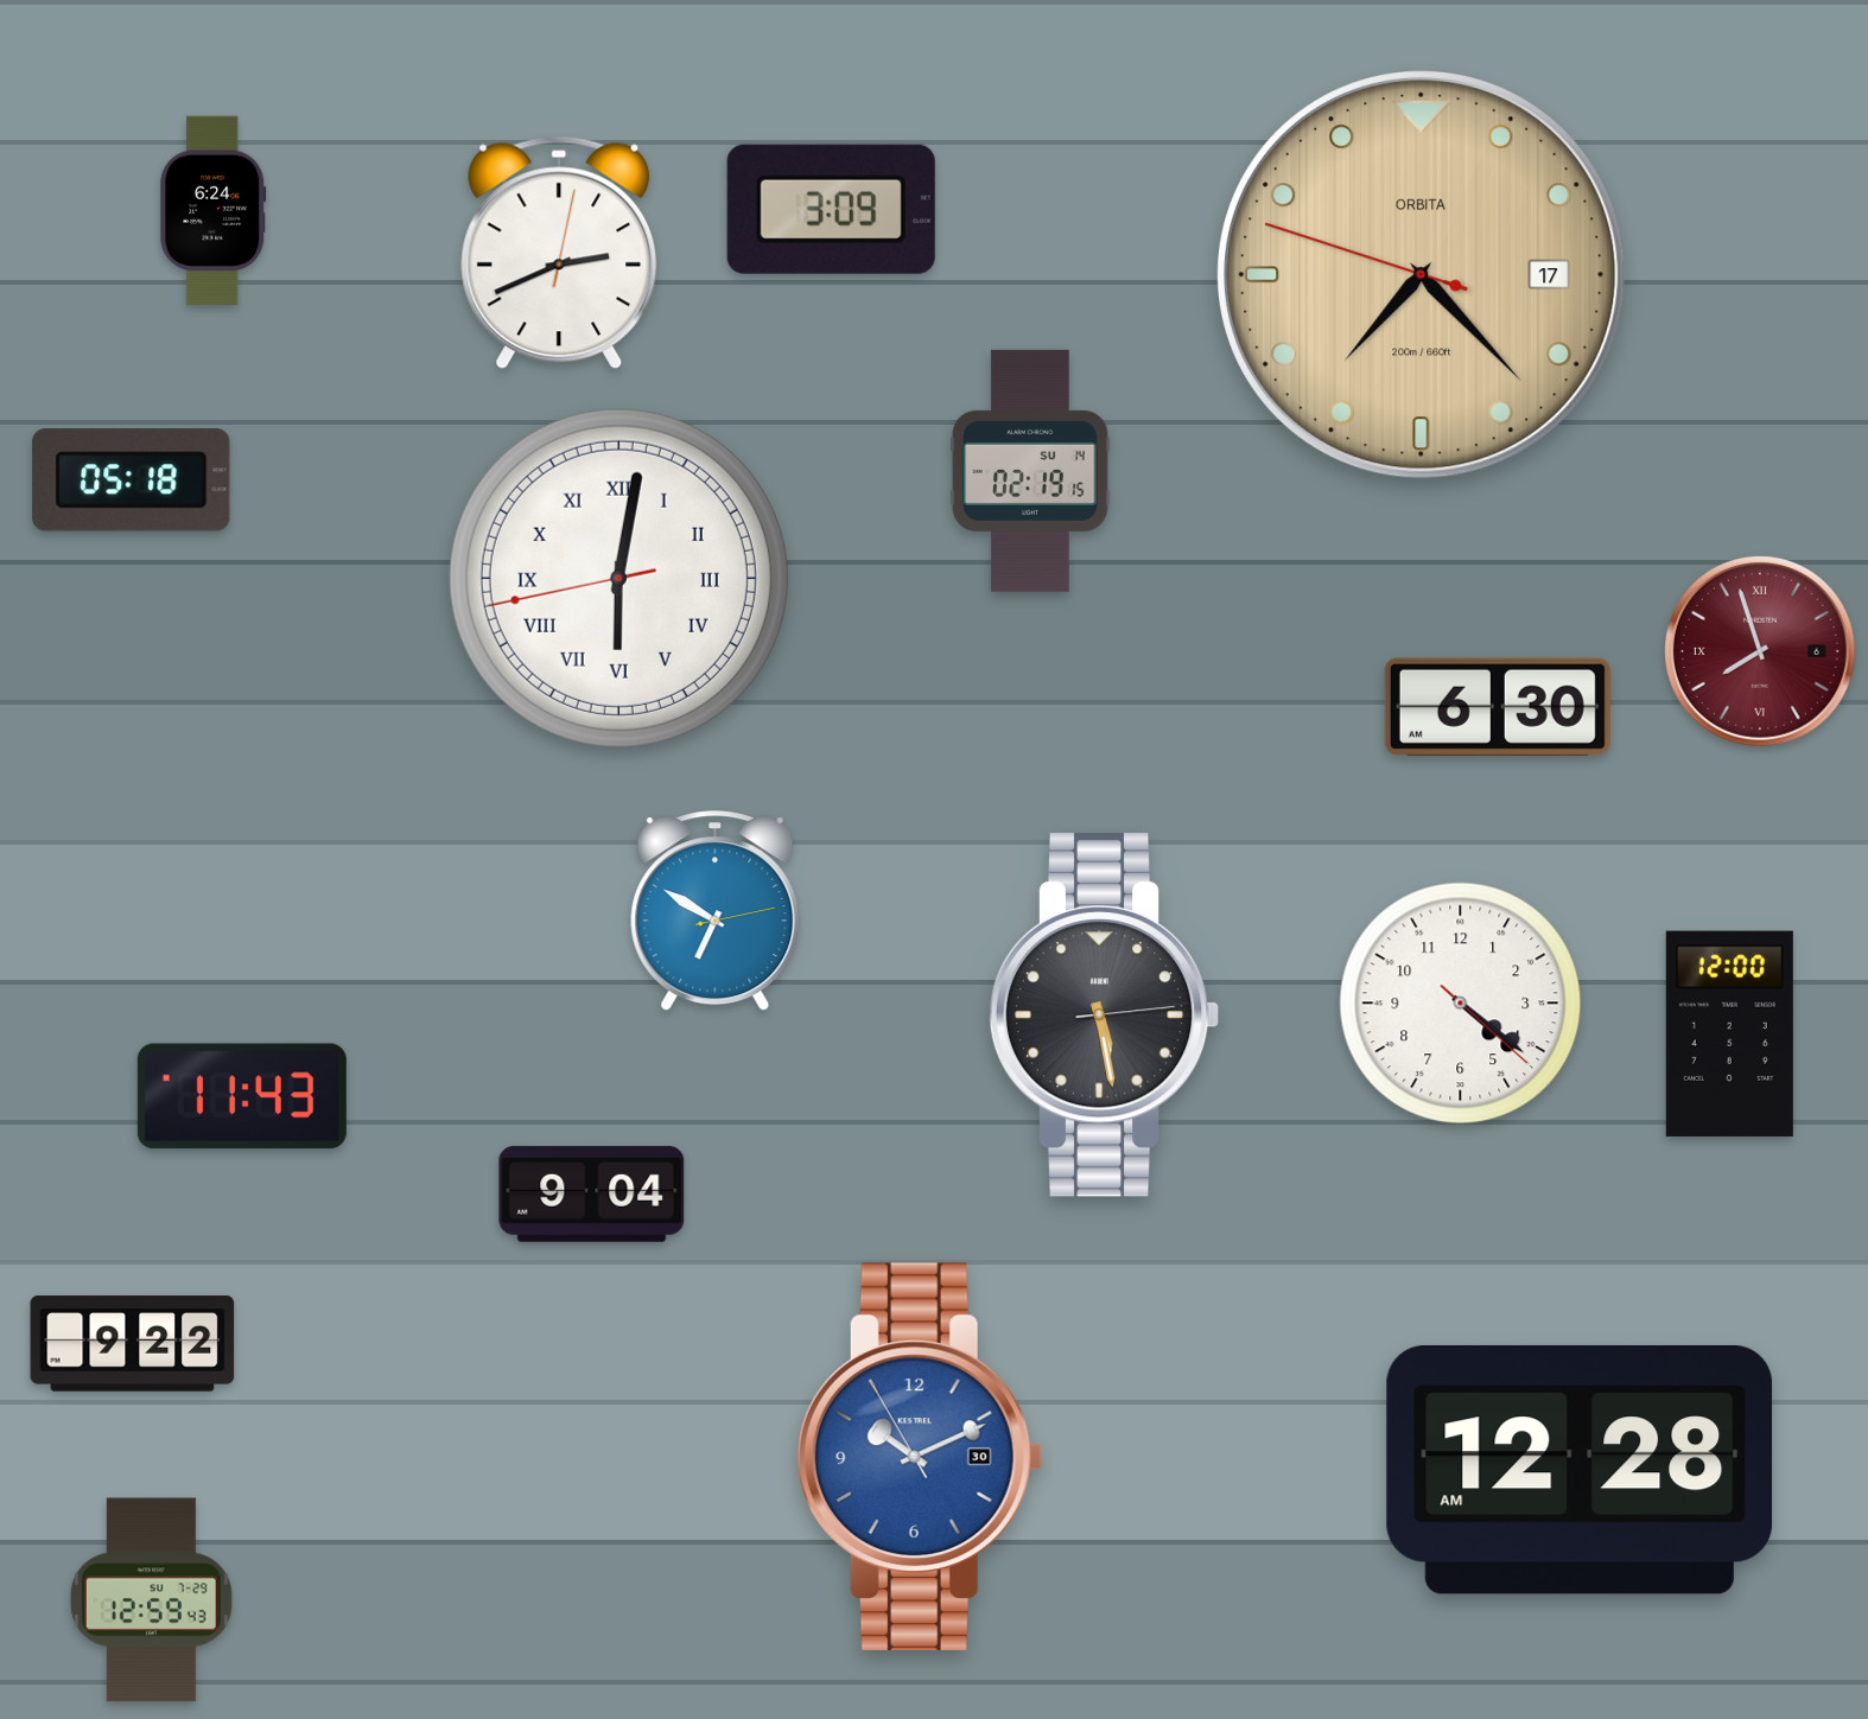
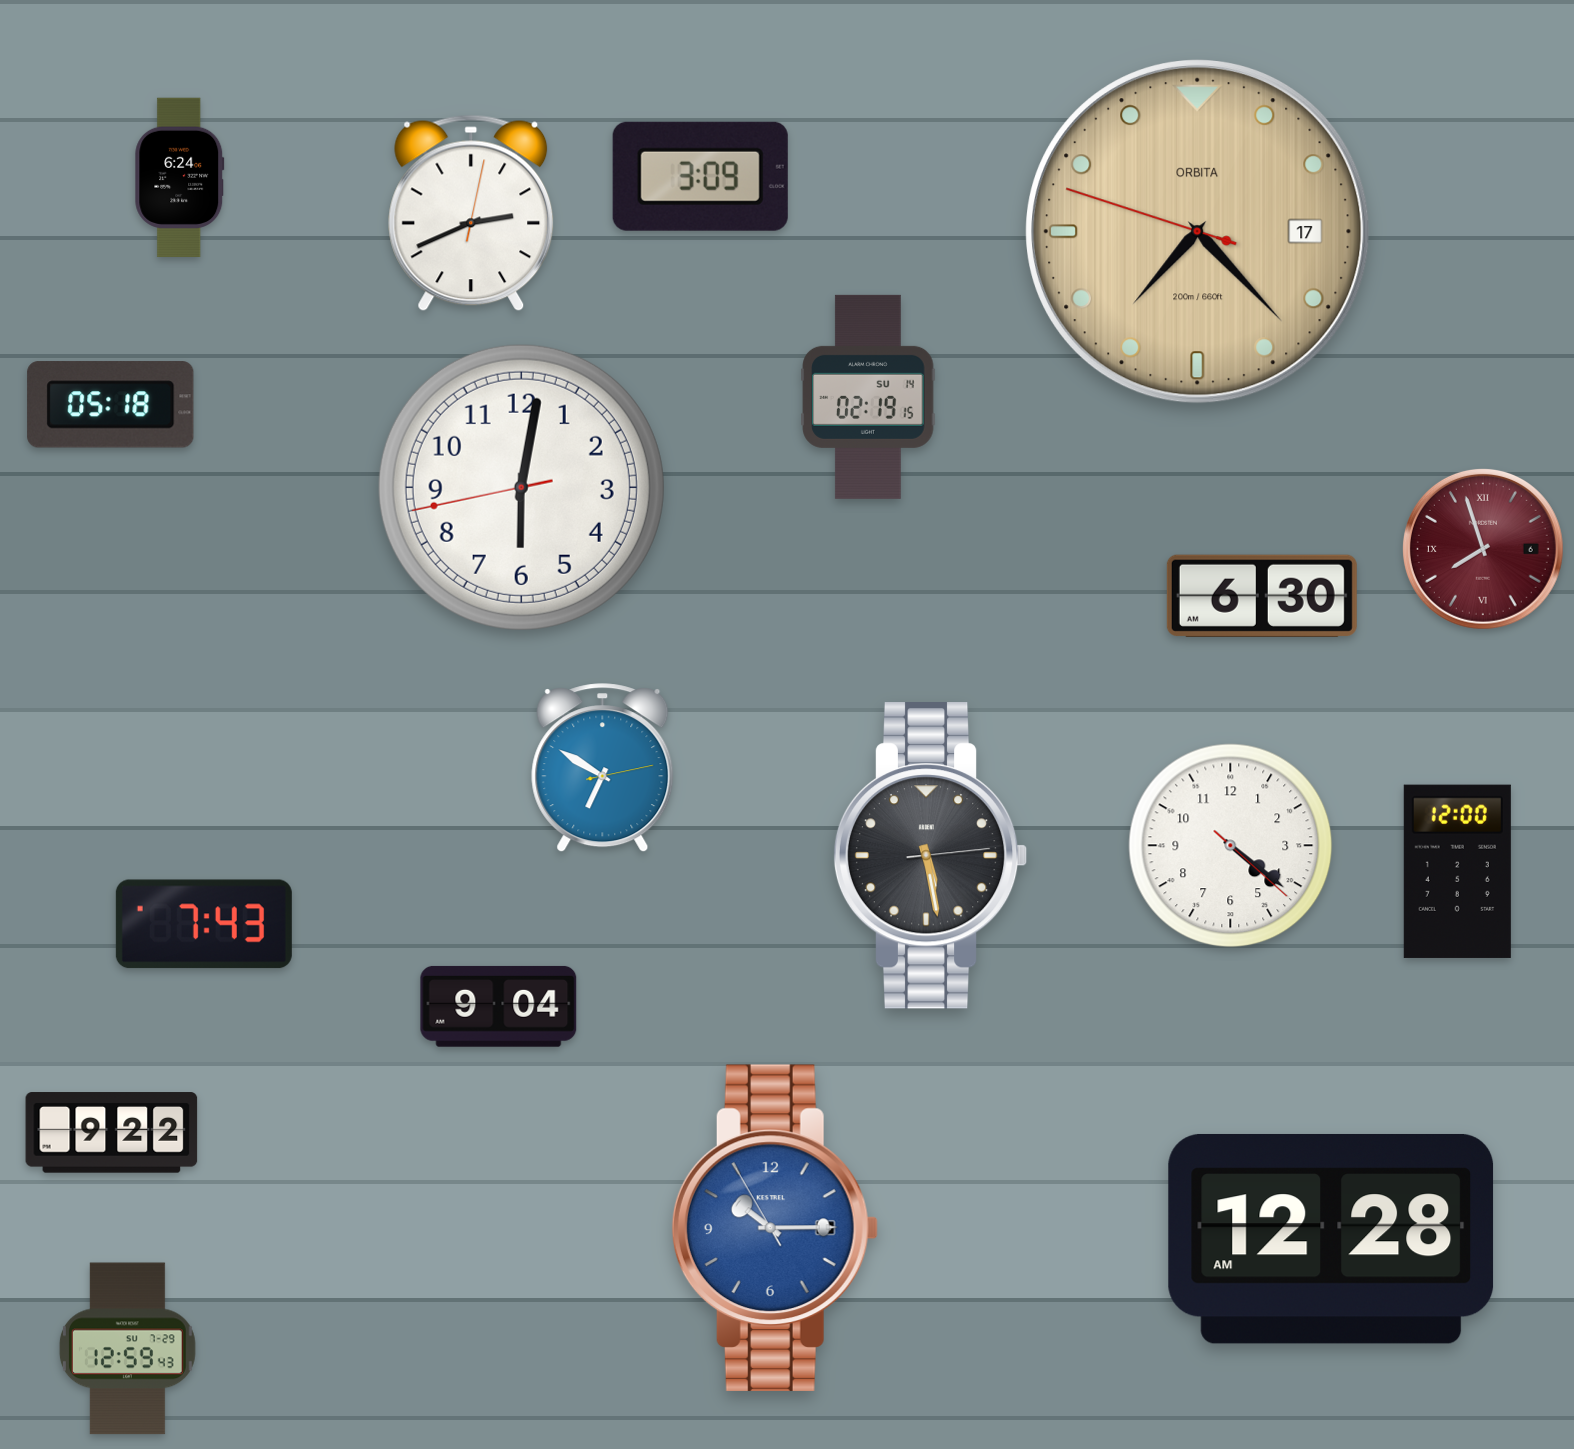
clock at (618, 578) numerals: Roman -> Arabic
clock at (242, 1096): 11:43 -> 7:43
clock at (920, 1457): 10:10 -> 10:14
